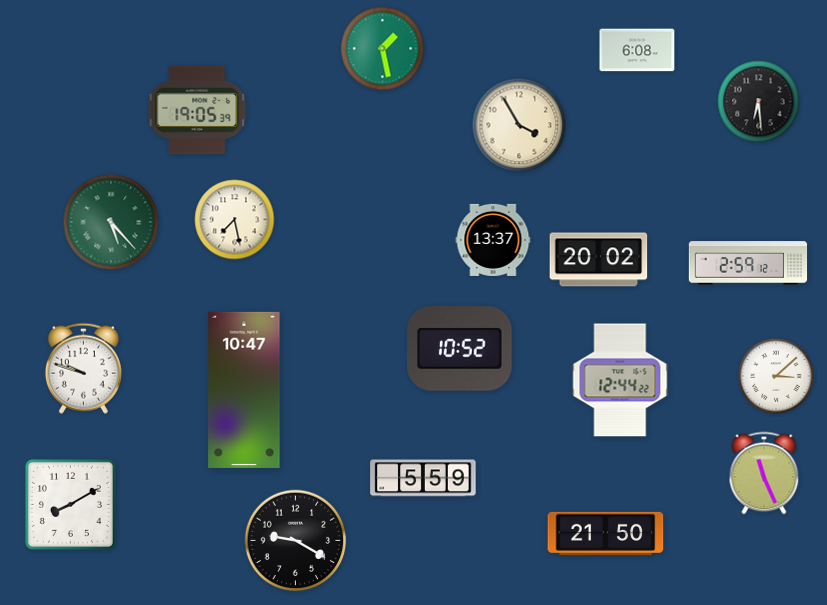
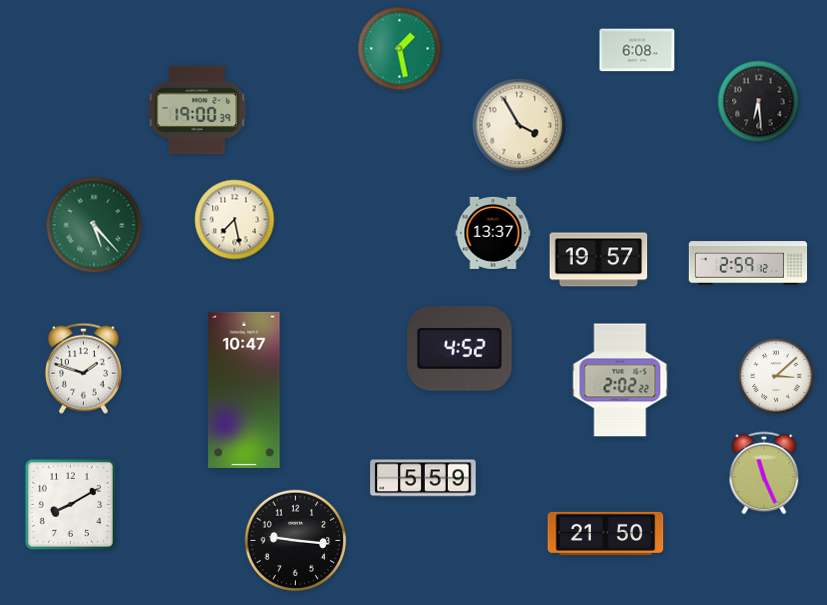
clock at (383, 49) position: (383, 49) -> (400, 49)
clock at (197, 110): 19:05 -> 19:00
clock at (111, 222) position: (111, 222) -> (94, 225)
clock at (493, 240) position: (493, 240) -> (493, 233)
clock at (599, 260): 20:02 -> 19:57
clock at (460, 349): 10:52 -> 4:52
clock at (83, 368): 9:48 -> 1:48
clock at (620, 380): 12:44 -> 2:02
clock at (296, 541): 9:20 -> 9:16
